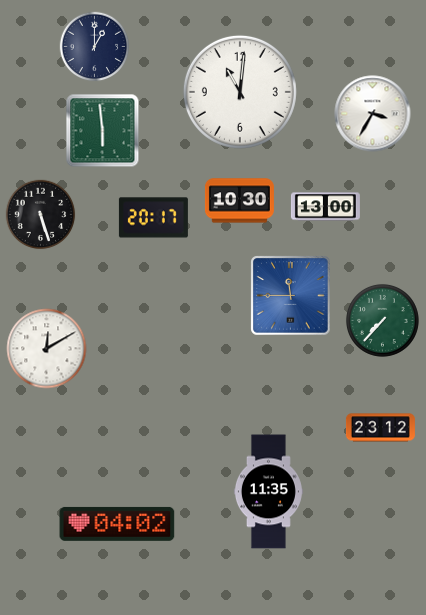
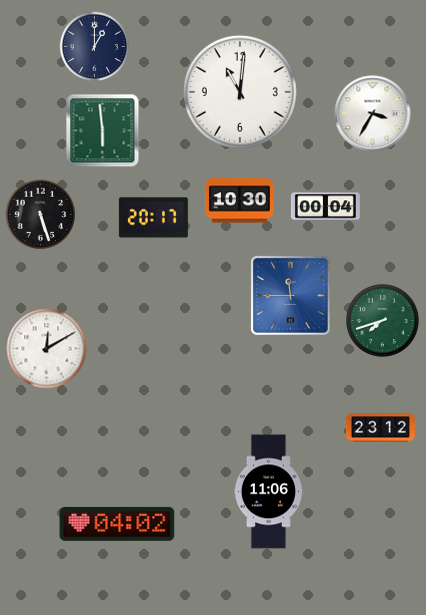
clock at (325, 207): 13:00 -> 00:04
clock at (382, 320): 7:37 -> 7:42
clock at (268, 492): 11:35 -> 11:06
